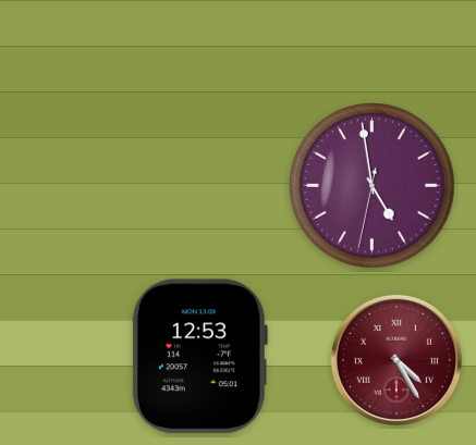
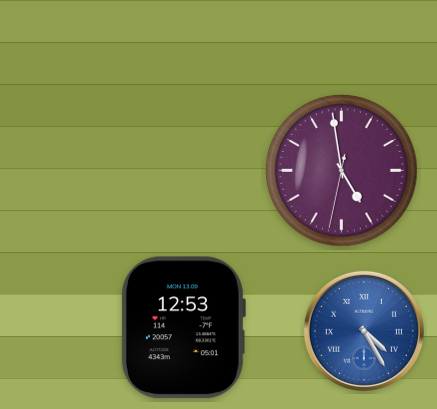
clock at (396, 360) dial: burgundy -> blue
